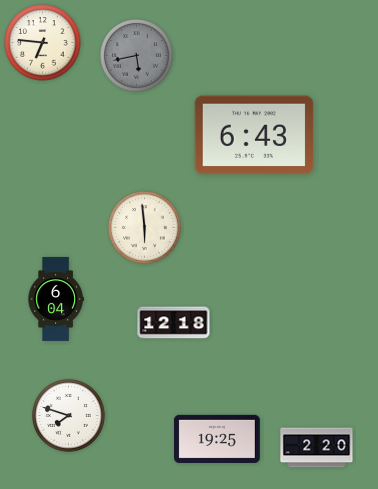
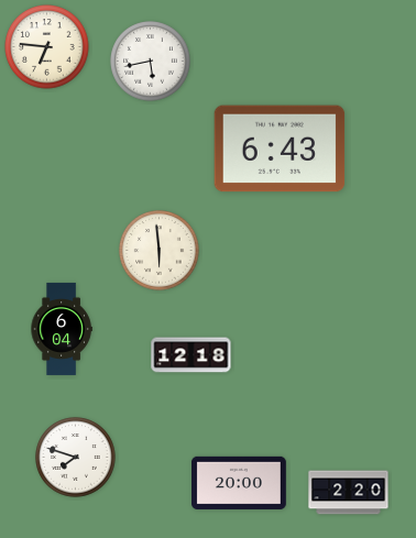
clock at (137, 56) dial: grey -> white
clock at (218, 439): 19:25 -> 20:00
